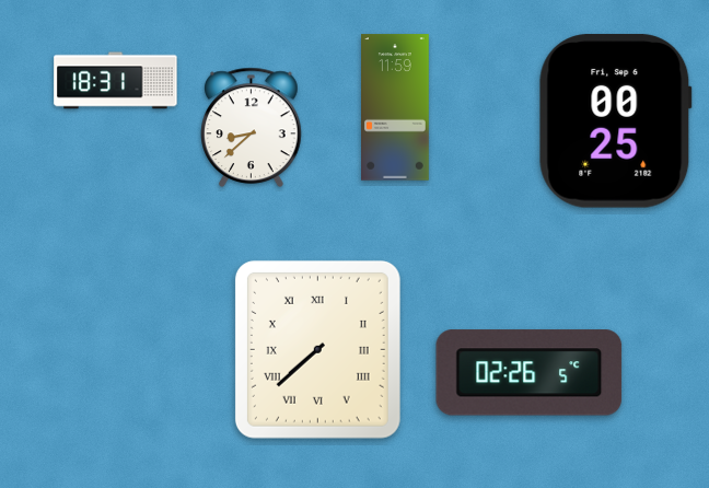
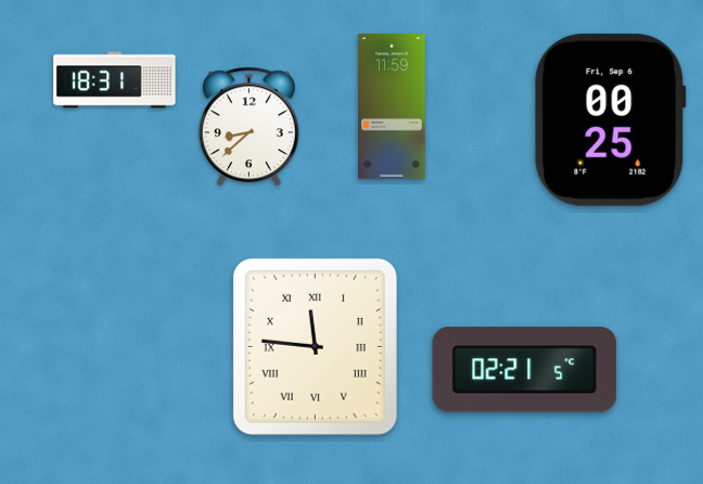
clock at (317, 349): 7:38 -> 11:46
clock at (530, 373): 02:26 -> 02:21
